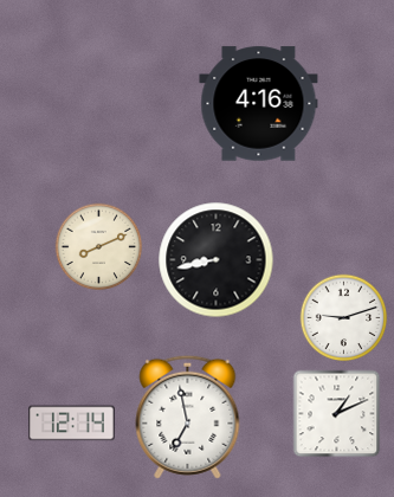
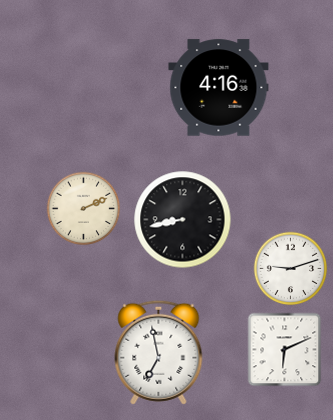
clock at (99, 247): 8:11 -> 2:11
clock at (337, 414): 1:11 -> 6:11
clock at (72, 424): 12:14 -> none
